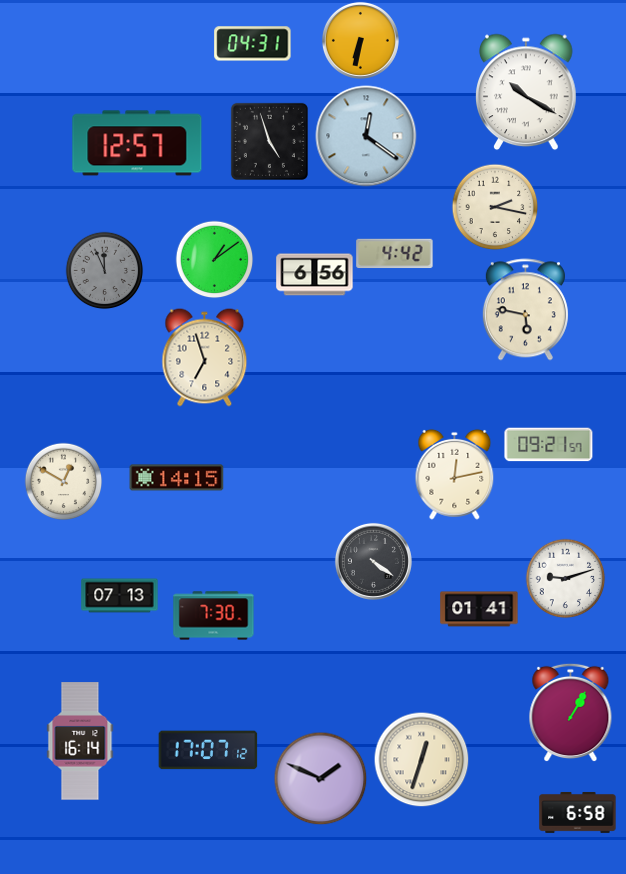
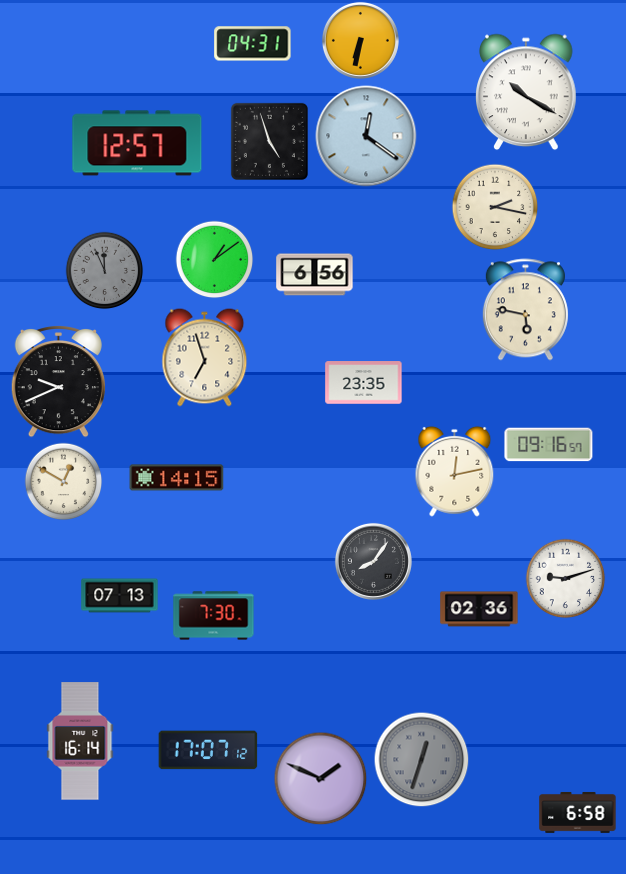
clock at (395, 254): 4:42 -> none
clock at (58, 382): none -> 9:41
clock at (364, 383): none -> 23:35
clock at (549, 445): 09:21 -> 09:16
clock at (455, 474) position: (455, 474) -> (455, 471)
clock at (373, 561): 4:21 -> 8:06
clock at (479, 609): 01:41 -> 02:36
clock at (571, 712): 1:05 -> none
clock at (421, 759) dial: cream -> grey
